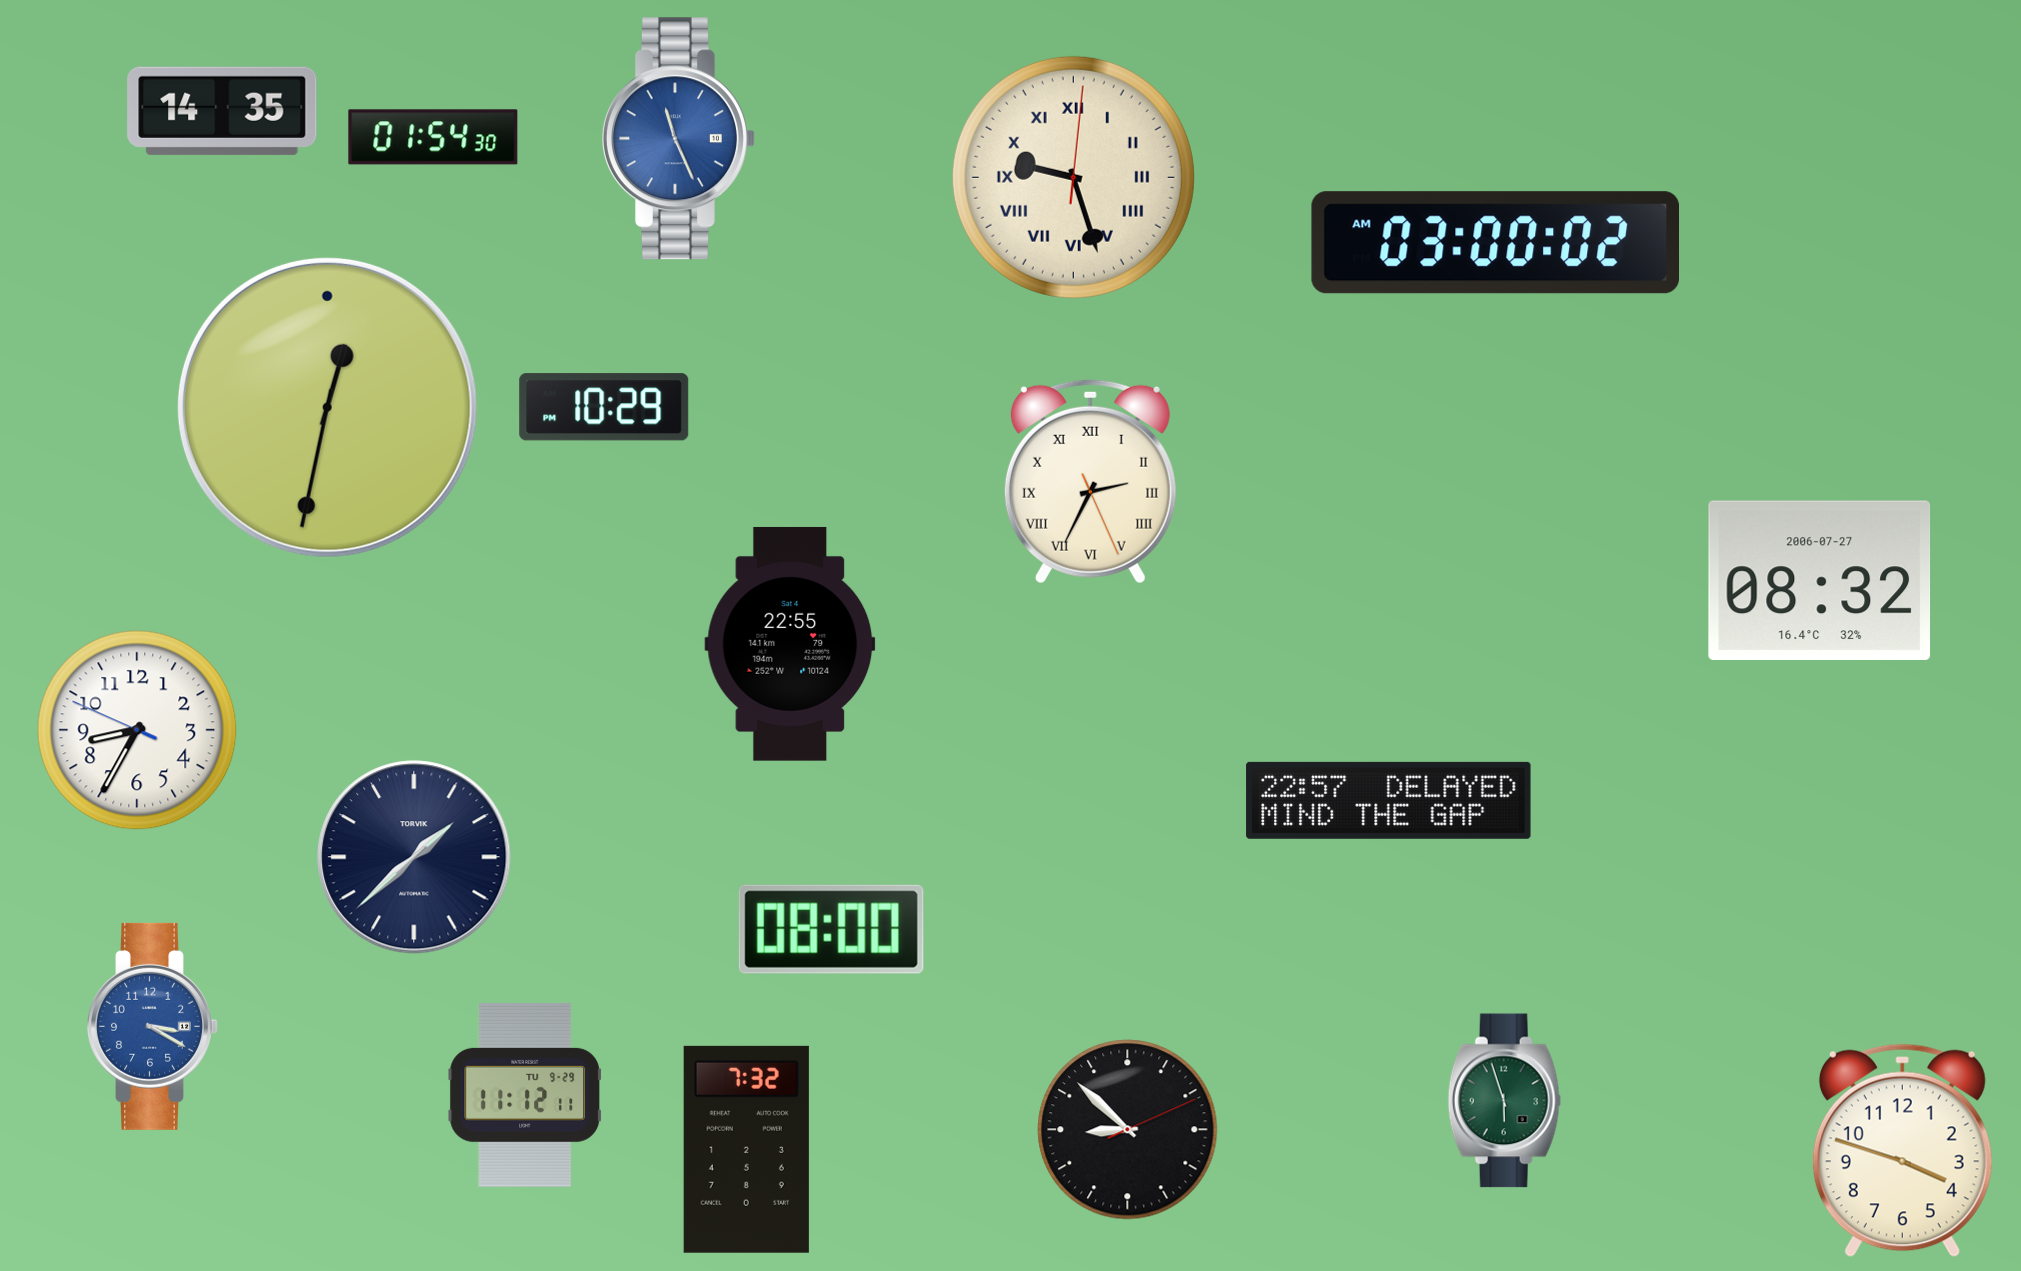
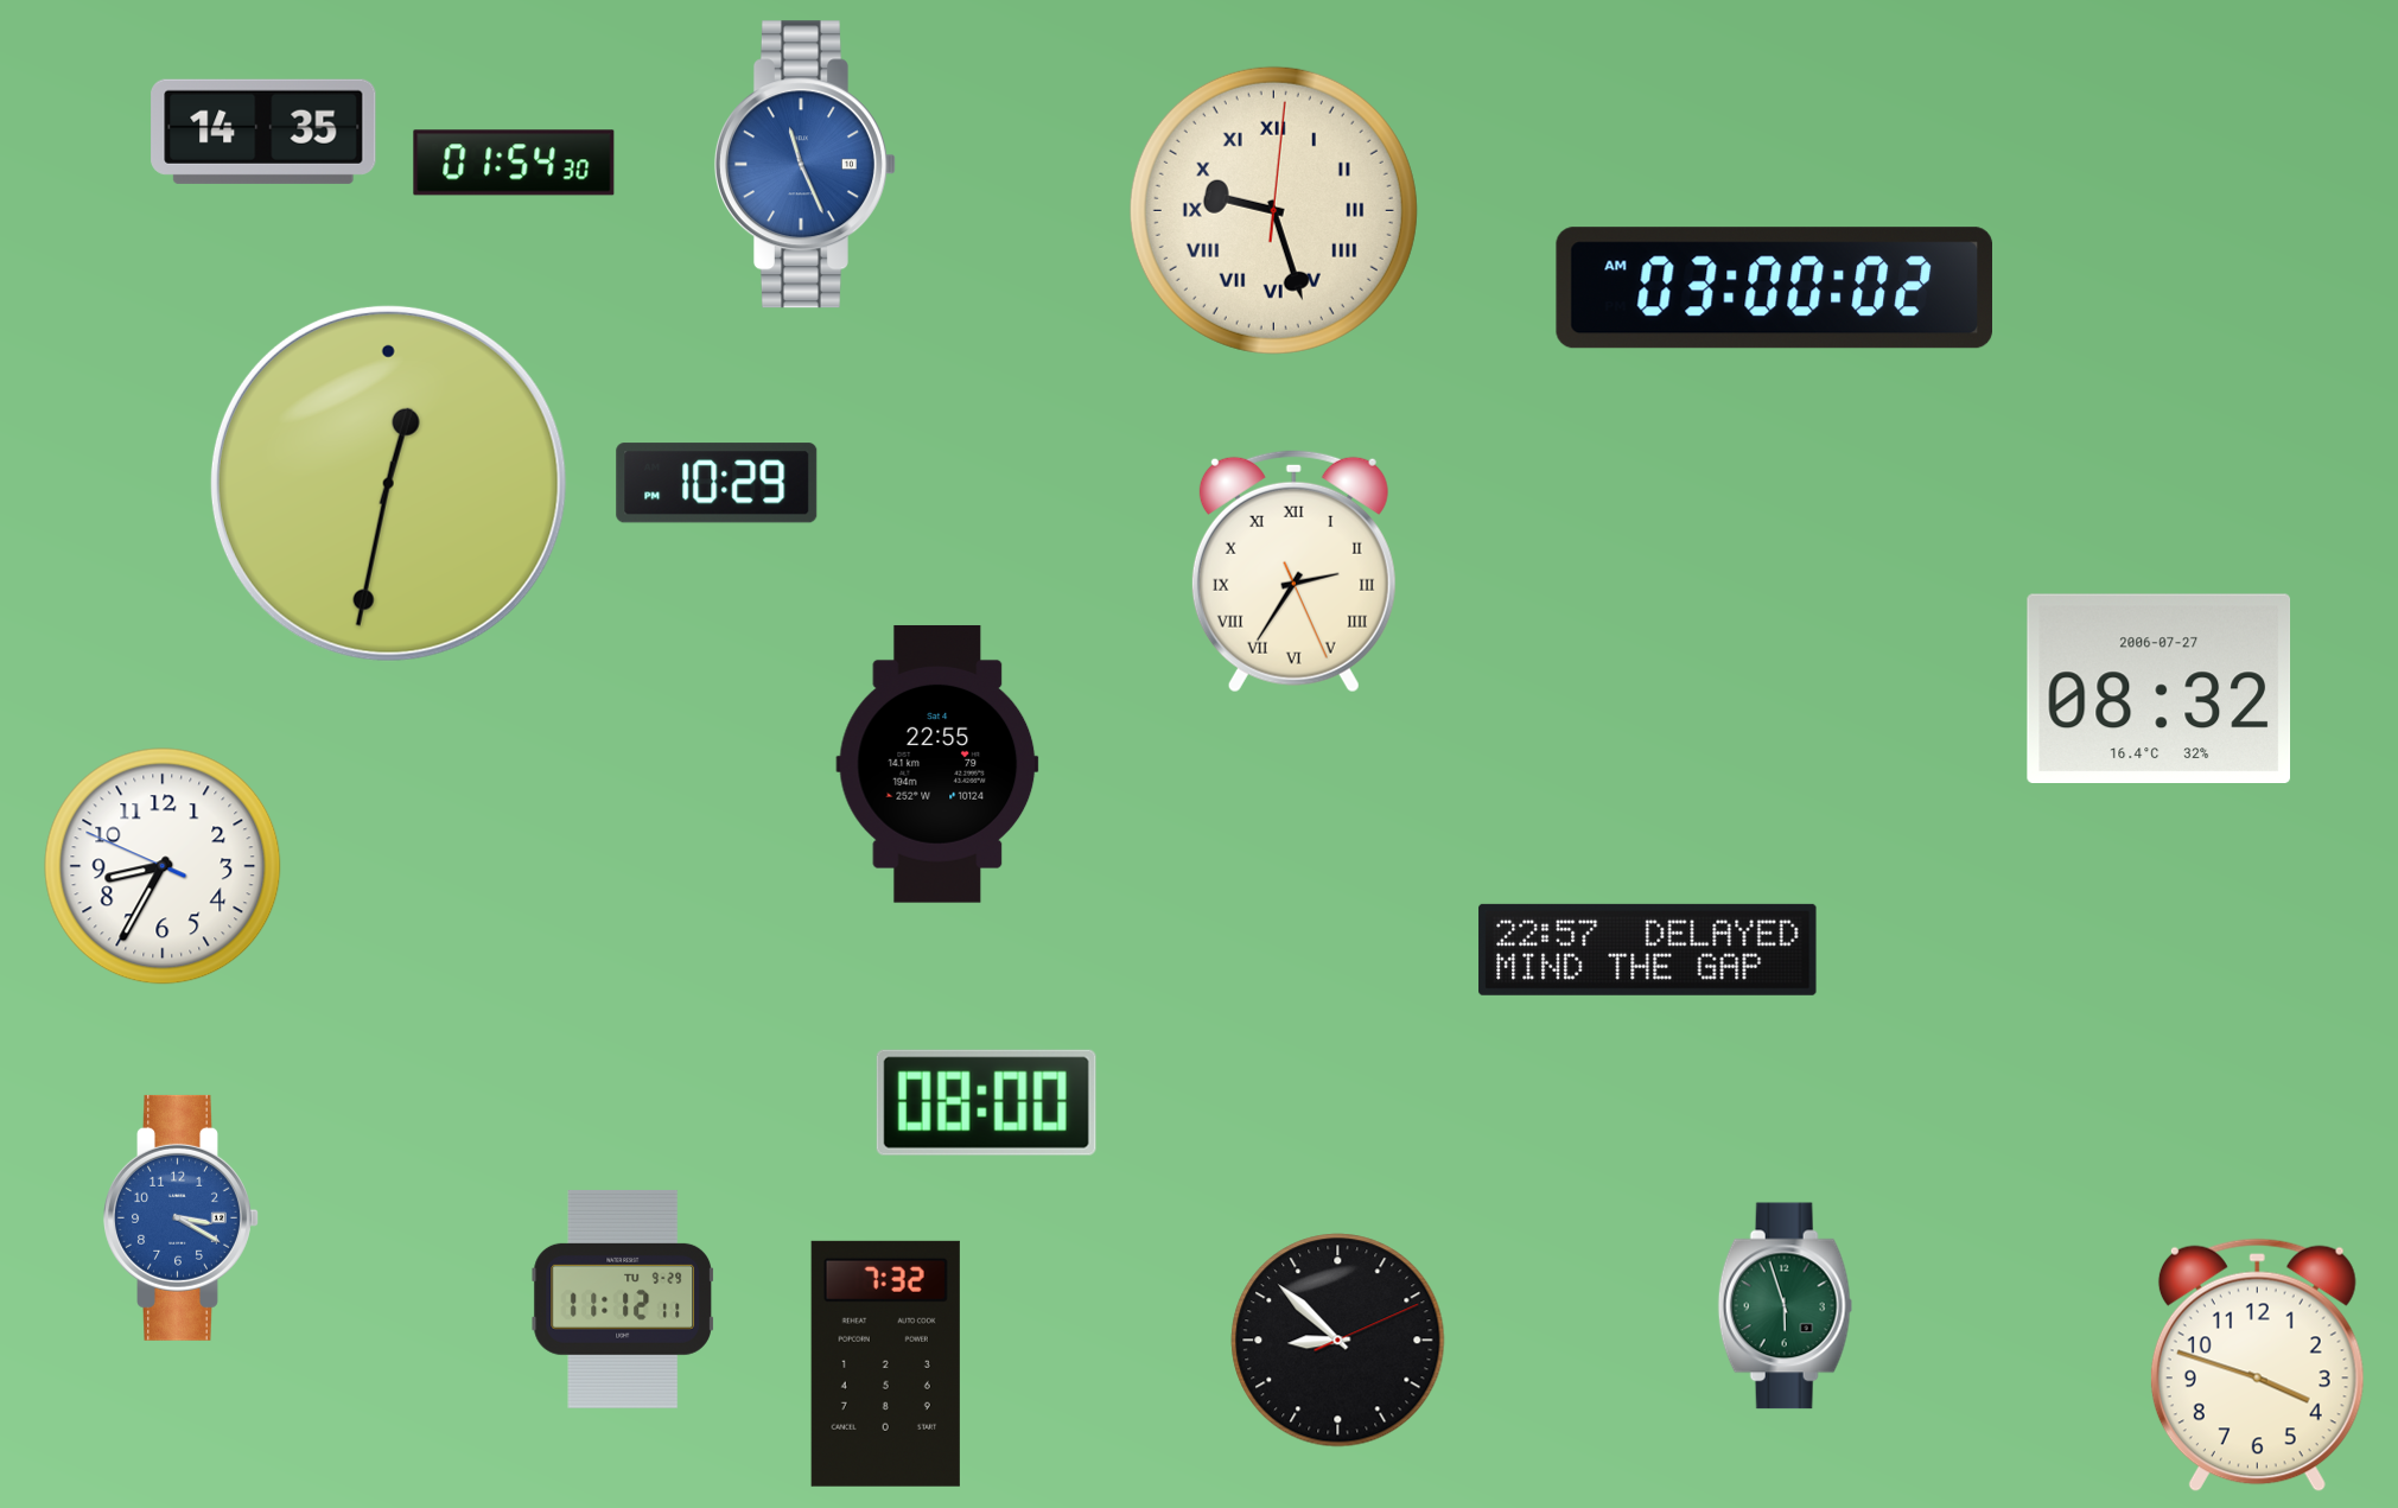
clock at (1090, 481): 2:34 -> 2:35
clock at (414, 857): 1:38 -> none
